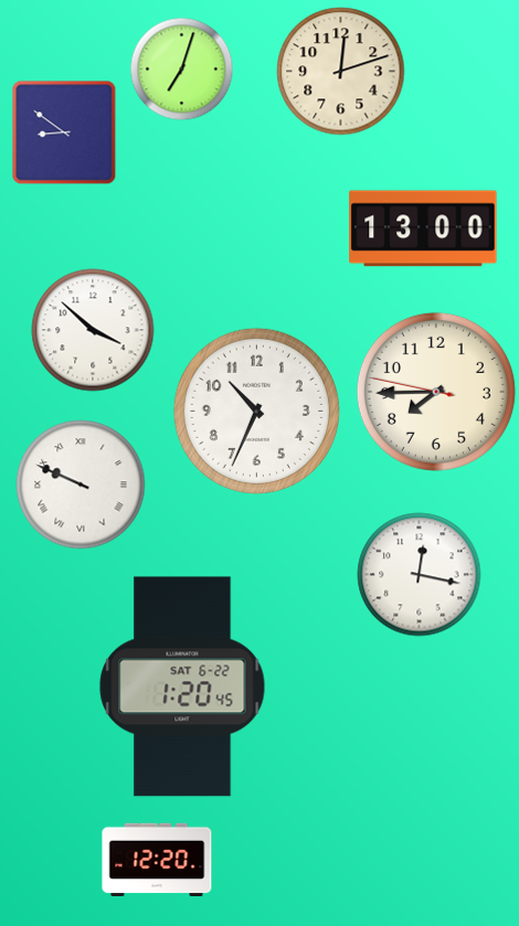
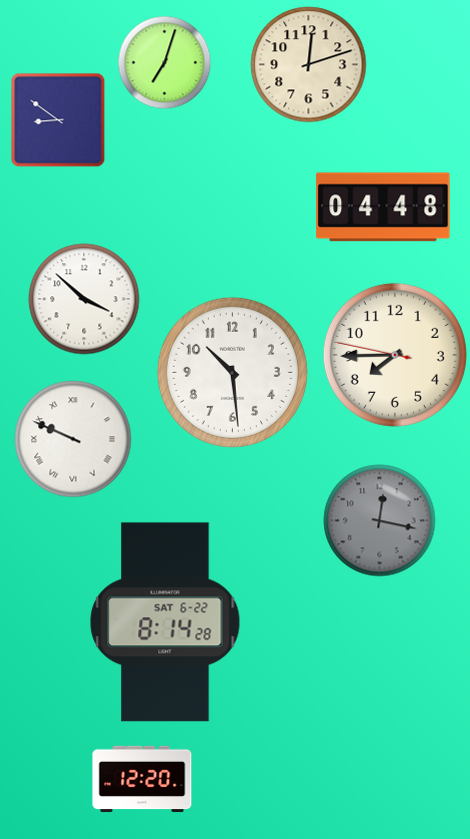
clock at (423, 228): 13:00 -> 04:48
clock at (256, 411): 10:34 -> 10:29
clock at (420, 575) dial: white -> grey
clock at (182, 686): 1:20 -> 8:14
